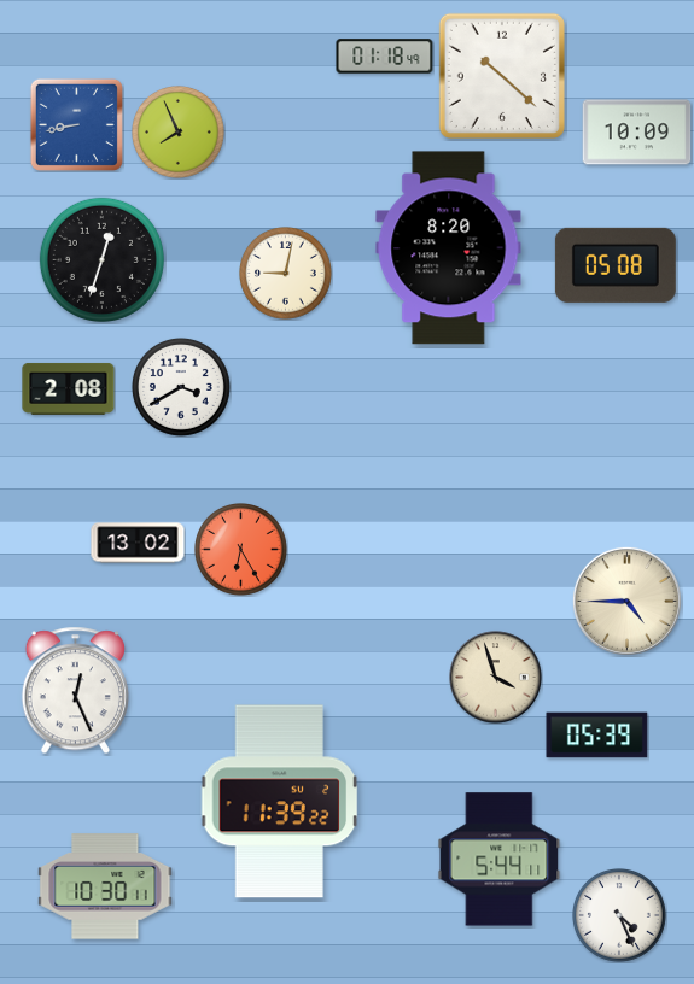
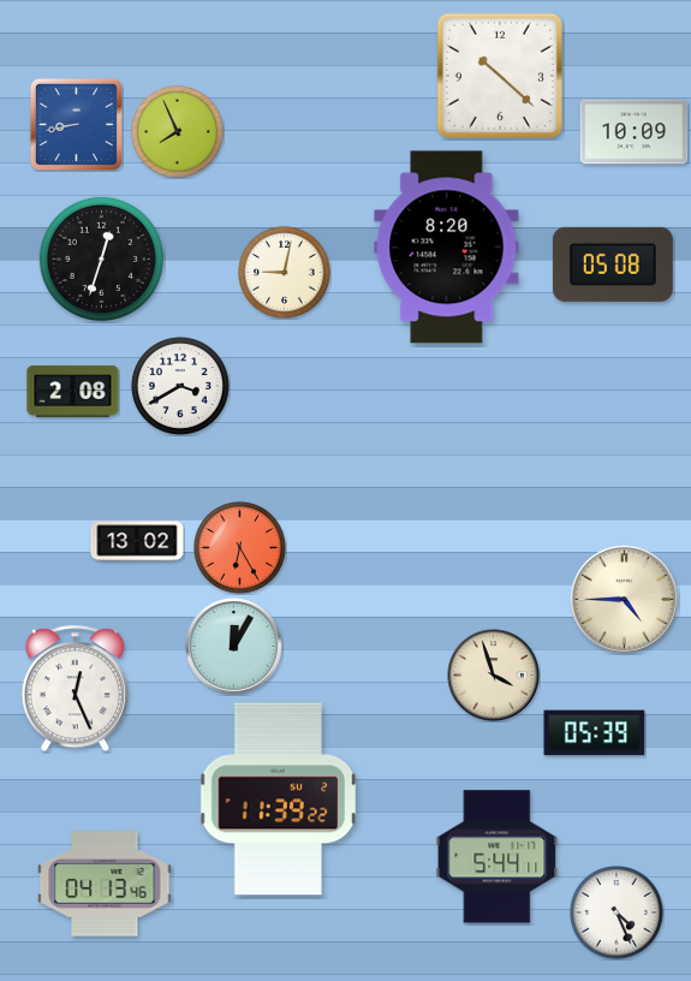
clock at (385, 57): 01:18 -> none
clock at (69, 388) position: (69, 388) -> (73, 391)
clock at (234, 647): none -> 12:05
clock at (105, 886): 10:30 -> 04:13
